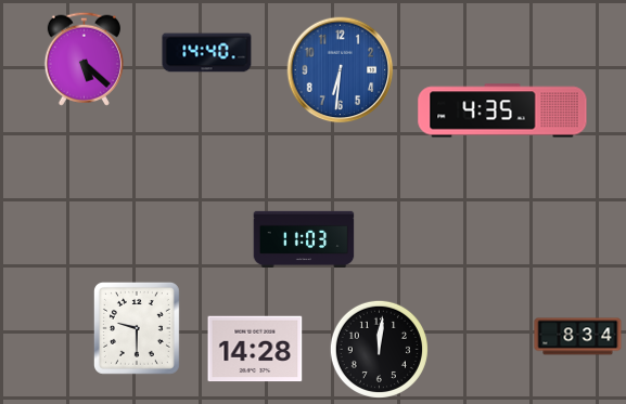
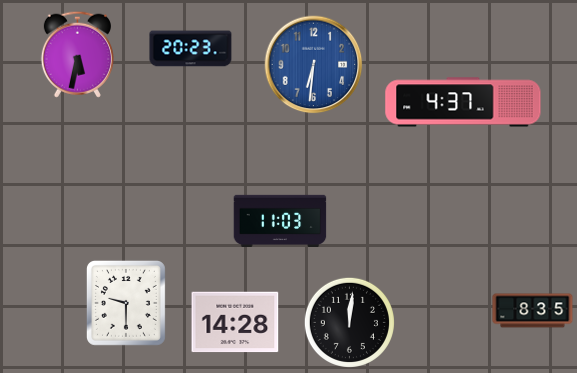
clock at (207, 53): 14:40 -> 20:23
clock at (84, 58): 5:22 -> 5:32
clock at (502, 110): 4:35 -> 4:37
clock at (578, 337): 8:34 -> 8:35
